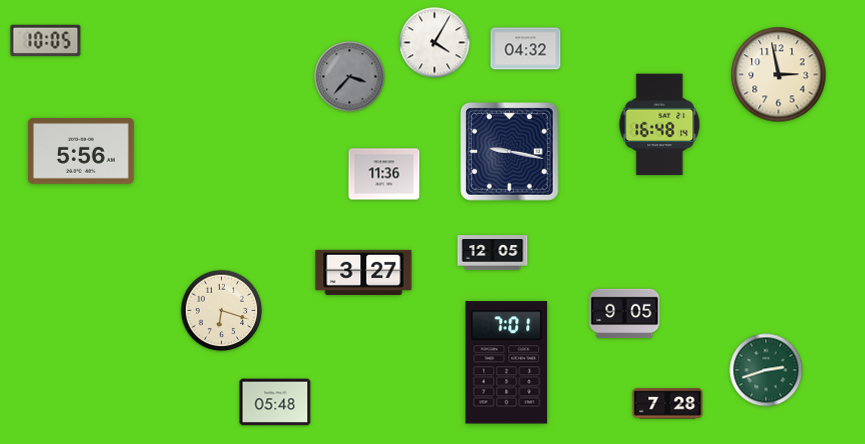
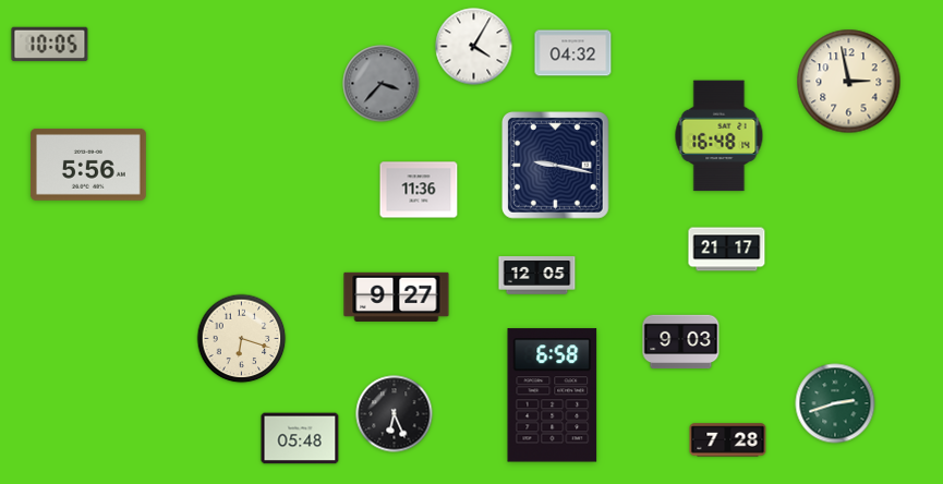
clock at (727, 250): none -> 21:17
clock at (364, 272): 3:27 -> 9:27
clock at (625, 314): 9:05 -> 9:03
clock at (507, 363): 7:01 -> 6:58
clock at (395, 414): none -> 6:26
